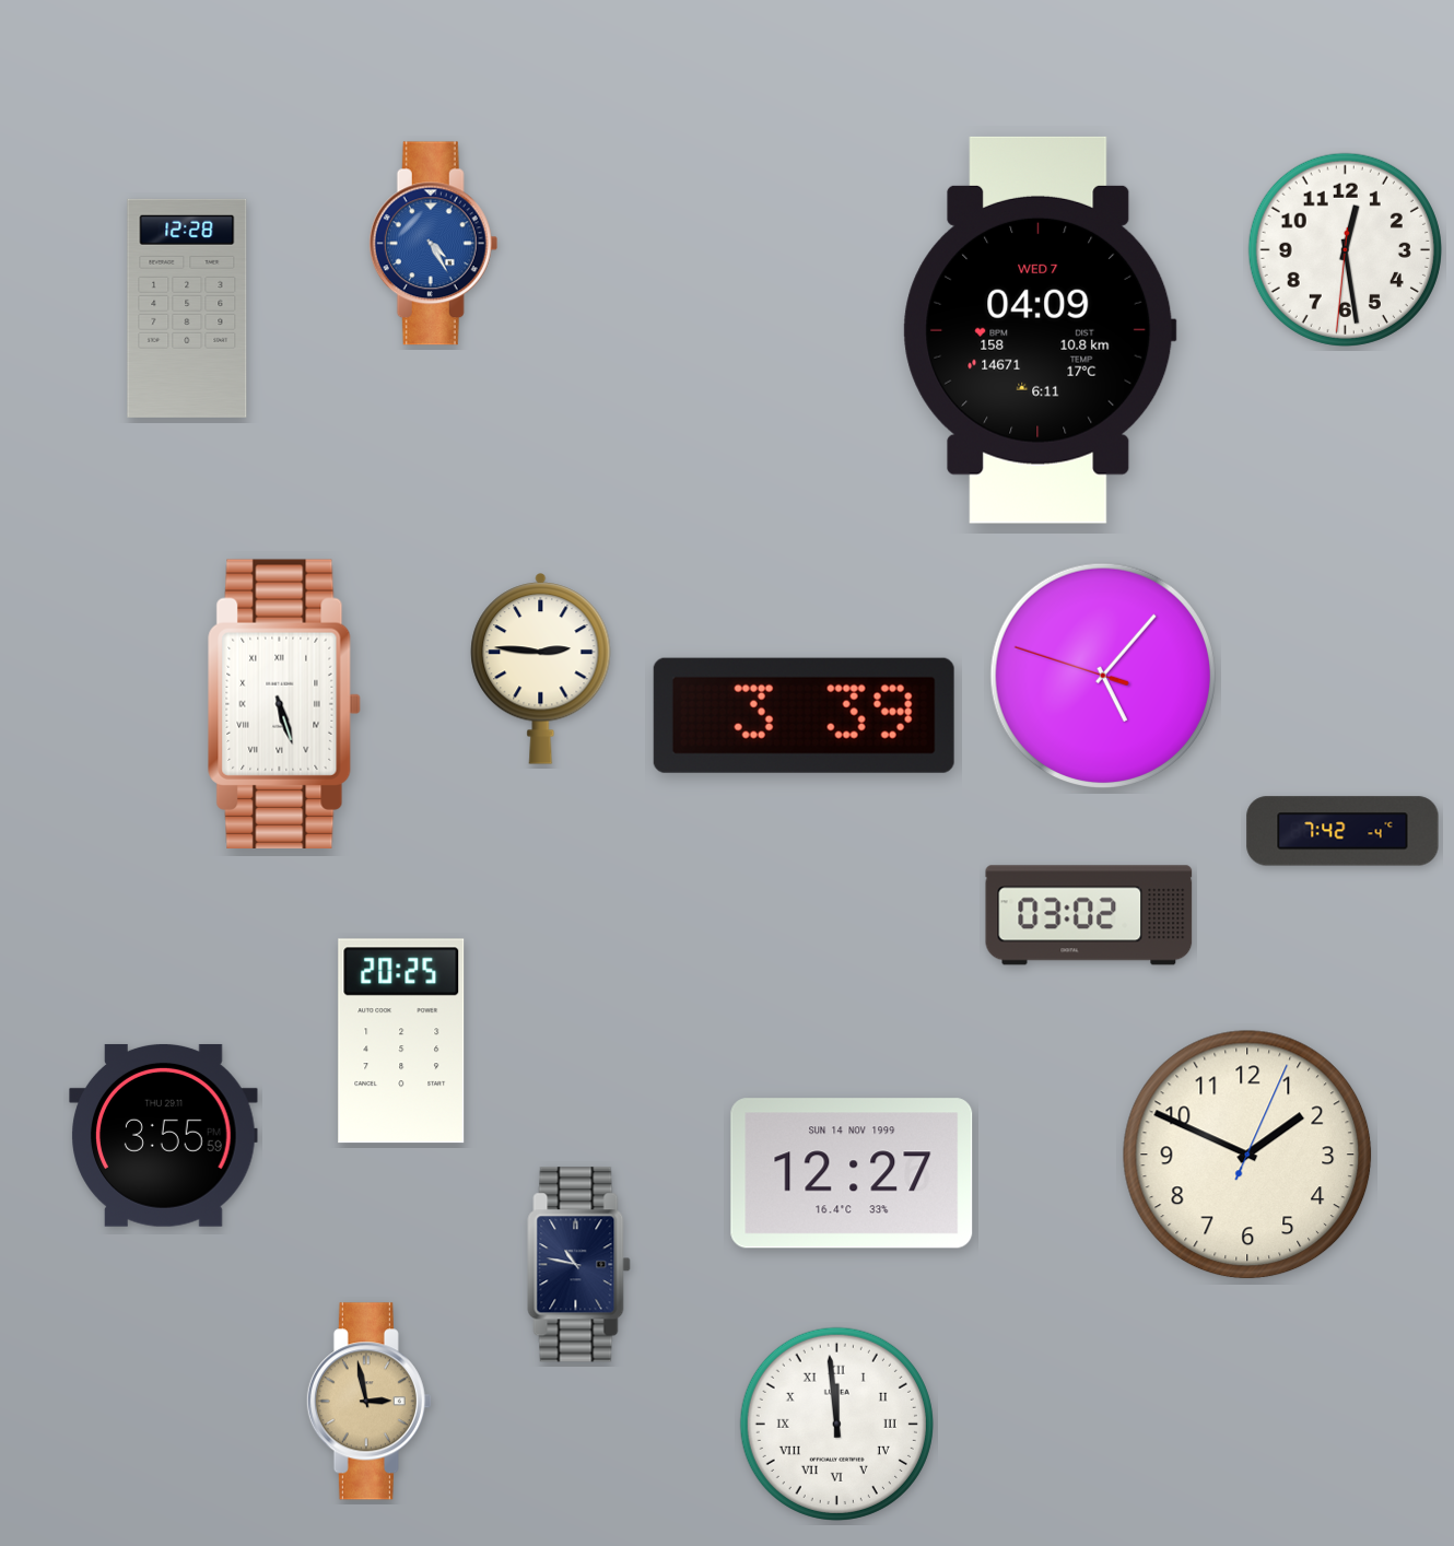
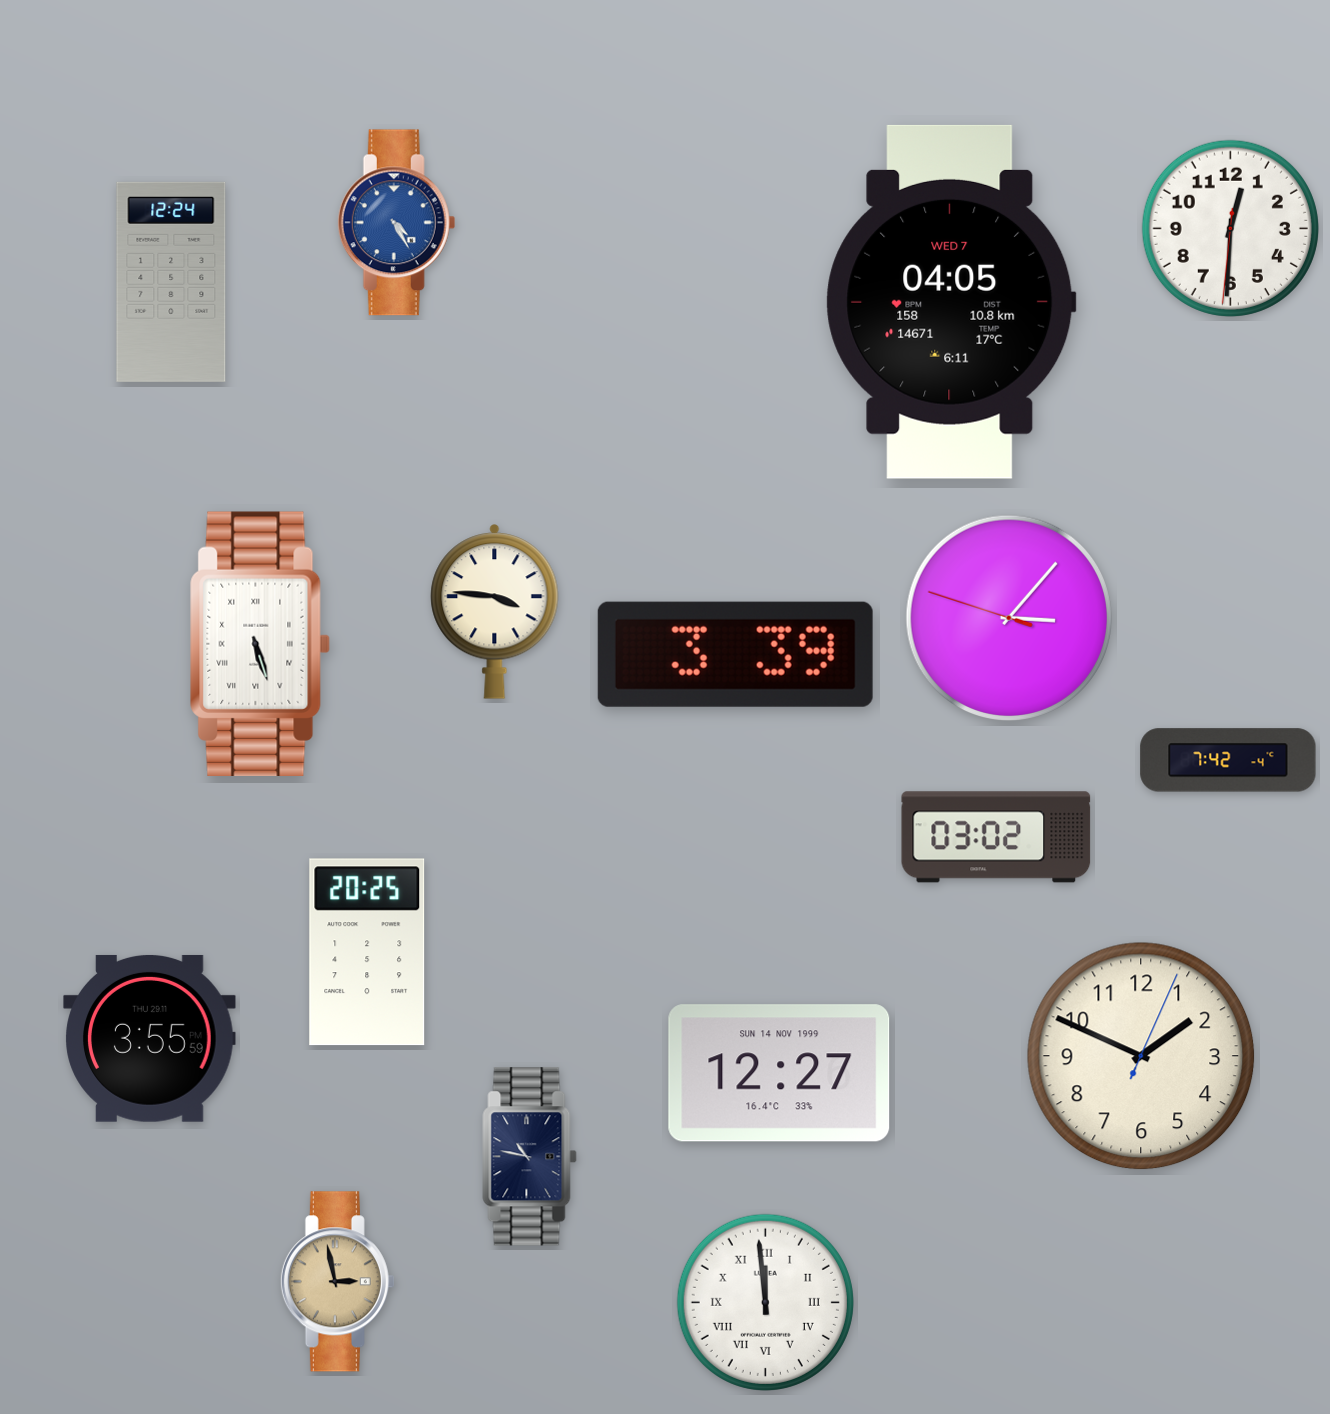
clock at (1345, 249): 12:28 -> 12:30
clock at (187, 308): 12:28 -> 12:24
clock at (1040, 330): 04:09 -> 04:05
clock at (541, 669): 2:46 -> 3:46
clock at (1103, 676): 5:06 -> 3:06
